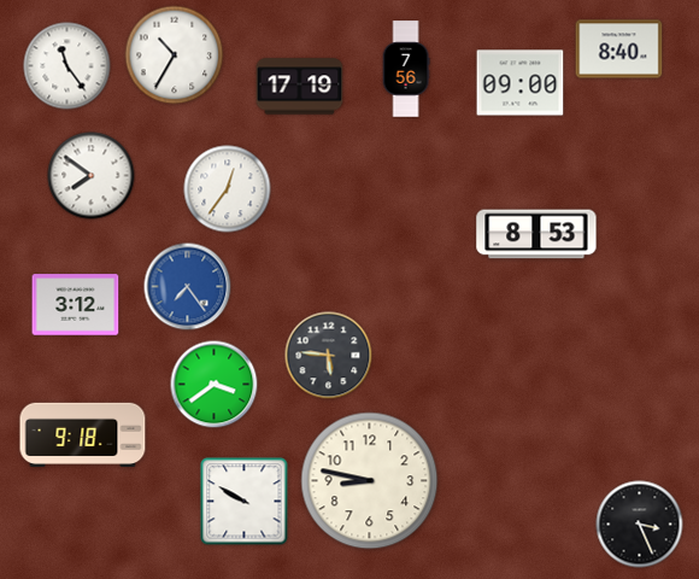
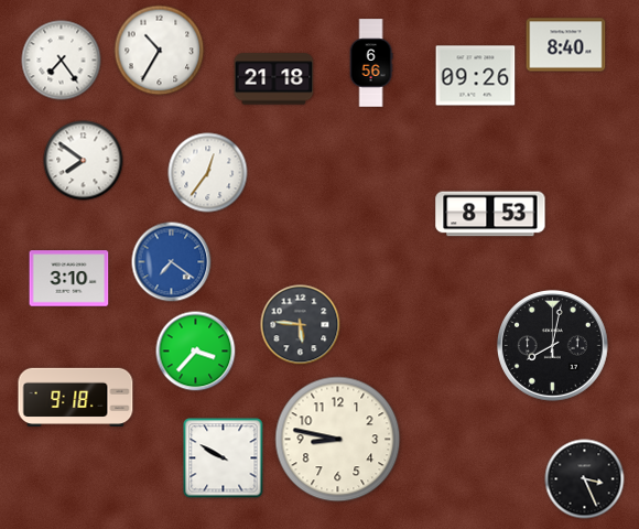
clock at (67, 66): 11:24 -> 7:24
clock at (406, 69): 7:56 -> 6:56
clock at (521, 83): 09:00 -> 09:26
clock at (300, 87): 17:19 -> 21:18
clock at (188, 287): 7:24 -> 7:21
clock at (76, 305): 3:12 -> 3:10
clock at (553, 346): none -> 8:02
clock at (215, 385): 3:39 -> 3:37
